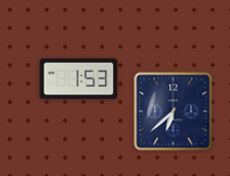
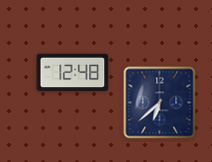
clock at (79, 79): 1:53 -> 12:48
